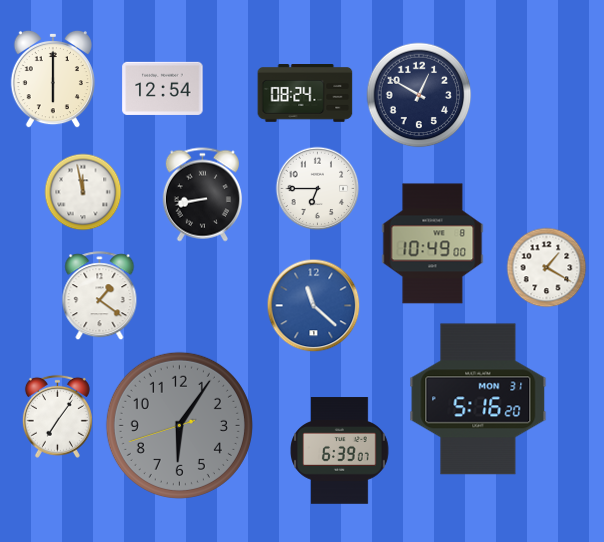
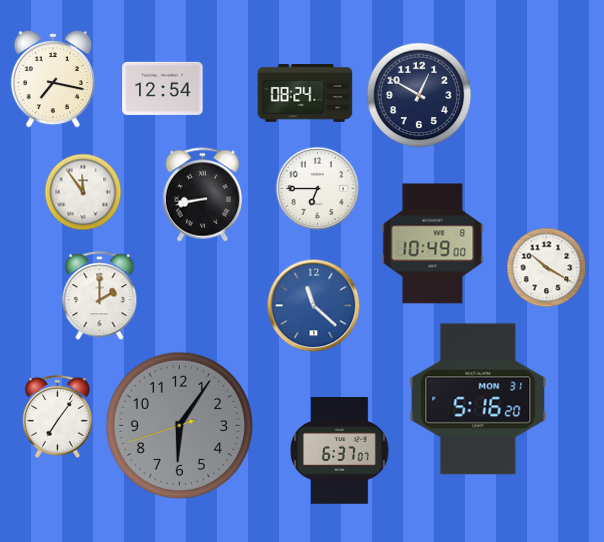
clock at (53, 79): 6:00 -> 7:17
clock at (83, 192): 11:58 -> 11:54
clock at (547, 268): 1:20 -> 10:20
clock at (100, 296): 1:21 -> 2:00
clock at (340, 451): 6:39 -> 6:37
